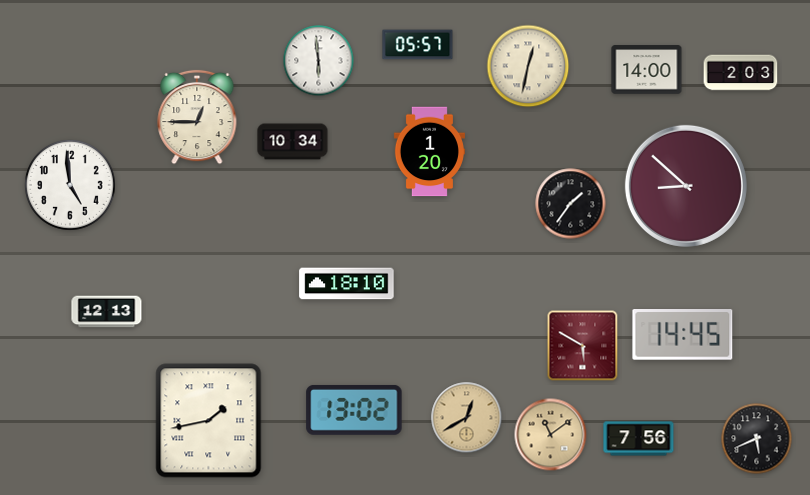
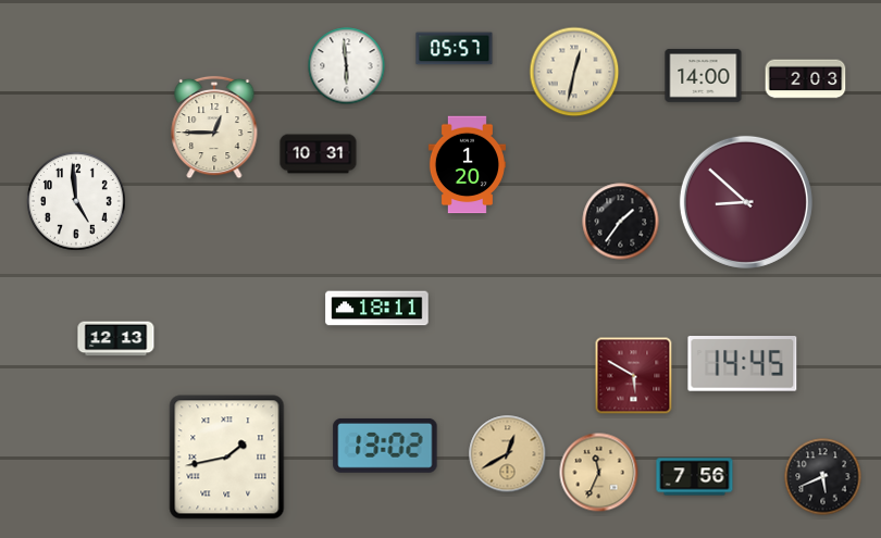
clock at (293, 142): 10:34 -> 10:31
clock at (347, 284): 18:10 -> 18:11
clock at (551, 435): 11:09 -> 11:34
